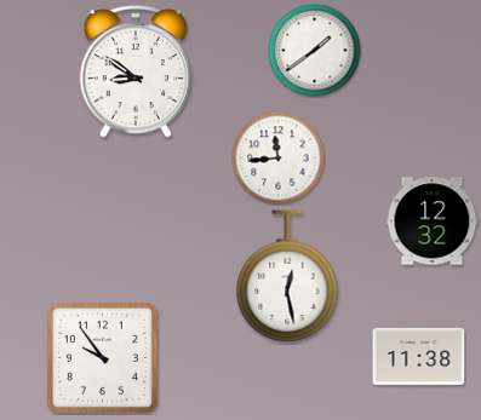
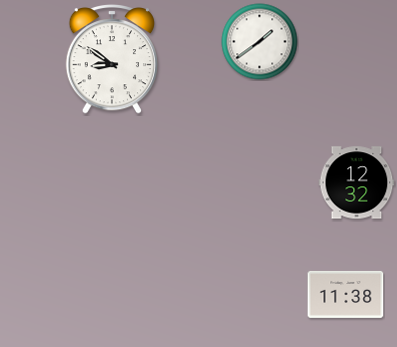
clock at (279, 159): 11:44 -> none
clock at (287, 276): 12:28 -> none
clock at (102, 357): 9:54 -> none
